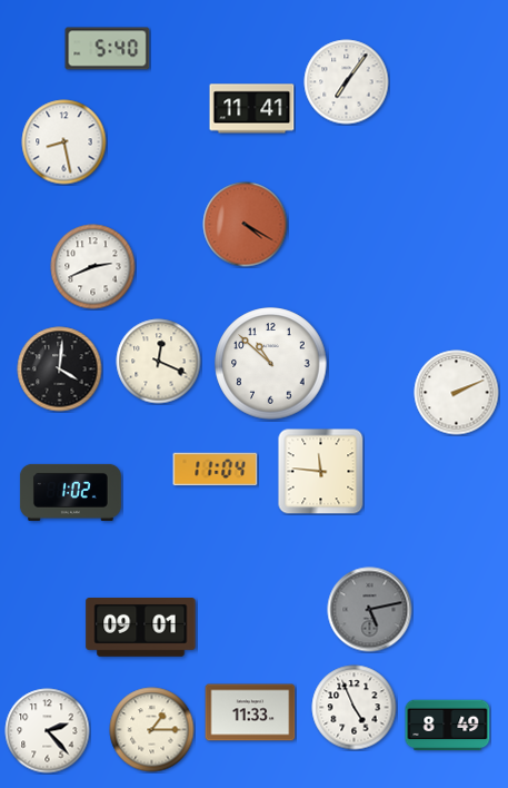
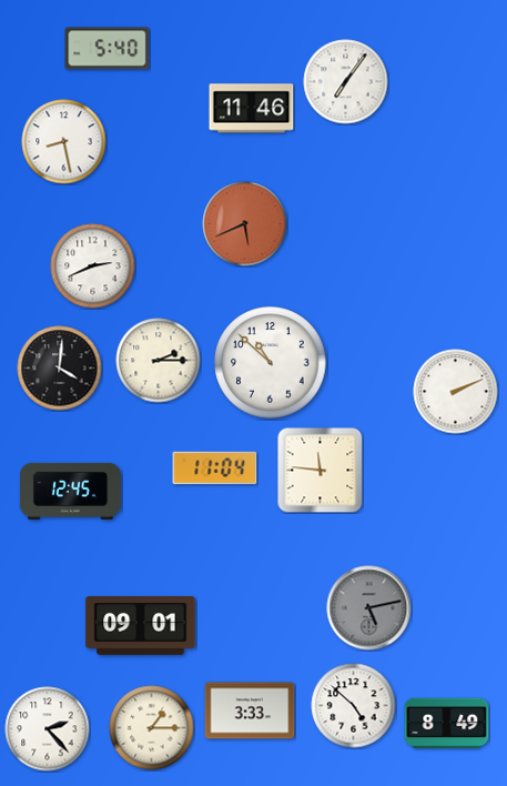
clock at (252, 109): 11:41 -> 11:46
clock at (246, 225): 4:20 -> 5:41
clock at (159, 362): 12:19 -> 2:15
clock at (70, 492): 1:02 -> 12:45
clock at (355, 708): 4:56 -> 4:52
clock at (250, 712): 11:33 -> 3:33
